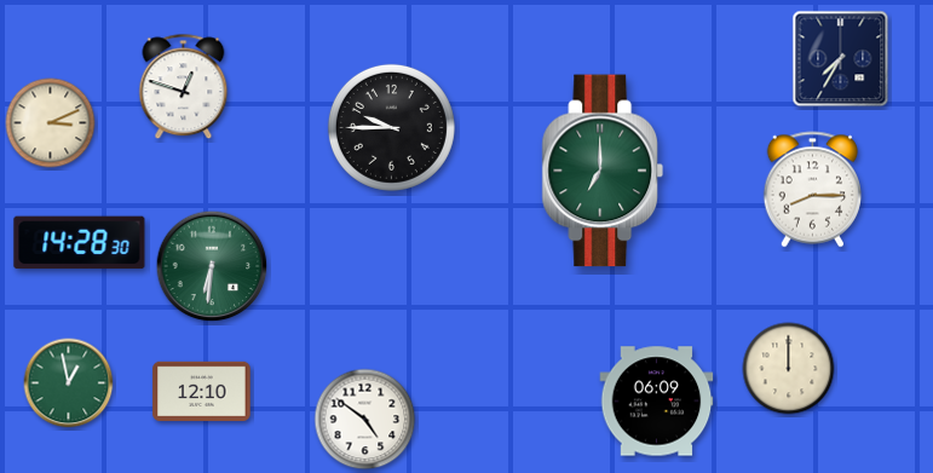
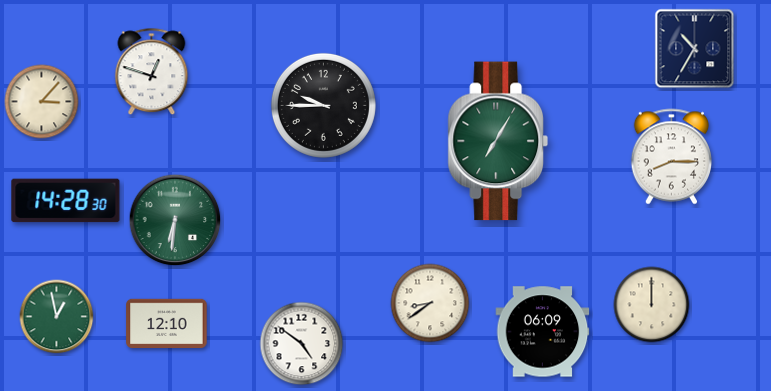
clock at (841, 59): 7:35 -> 10:35
clock at (51, 123): 3:11 -> 3:07
clock at (603, 171): 7:00 -> 7:05
clock at (430, 303): none -> 8:39
clock at (365, 420) position: (365, 420) -> (302, 344)
